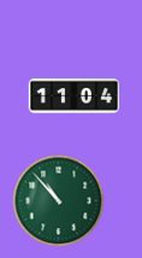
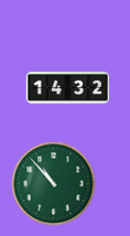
clock at (73, 96): 11:04 -> 14:32
